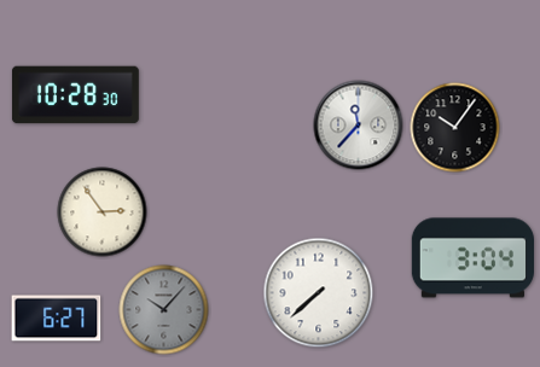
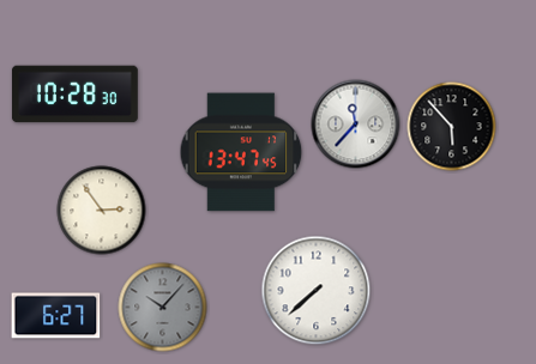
clock at (455, 128): 10:06 -> 5:53
clock at (241, 152): none -> 13:47
clock at (472, 258): 3:04 -> none
